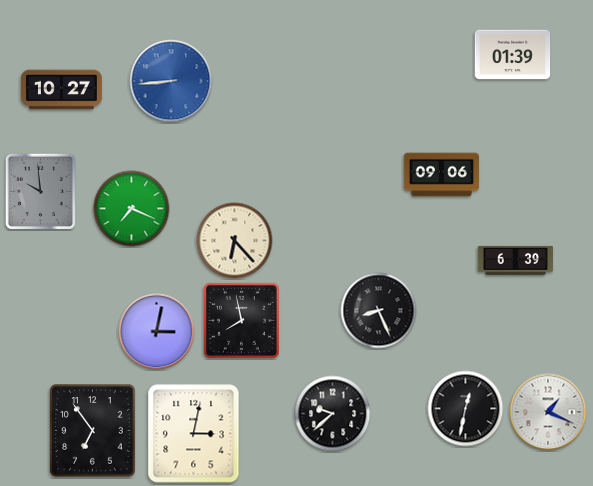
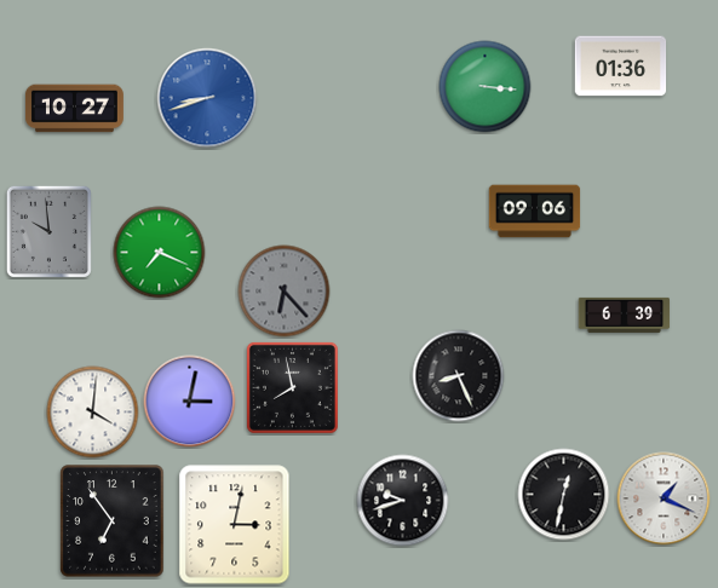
clock at (513, 55): 01:39 -> 01:36
clock at (486, 87): none -> 3:16
clock at (171, 81): 8:44 -> 8:42
clock at (235, 241) dial: cream -> grey
clock at (93, 413): none -> 4:01
clock at (333, 414): 9:38 -> 9:42
